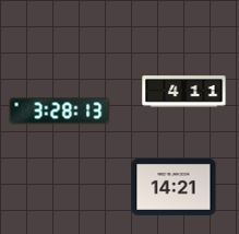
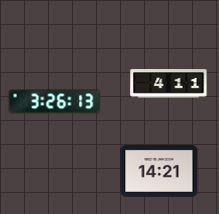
clock at (60, 112): 3:28 -> 3:26
